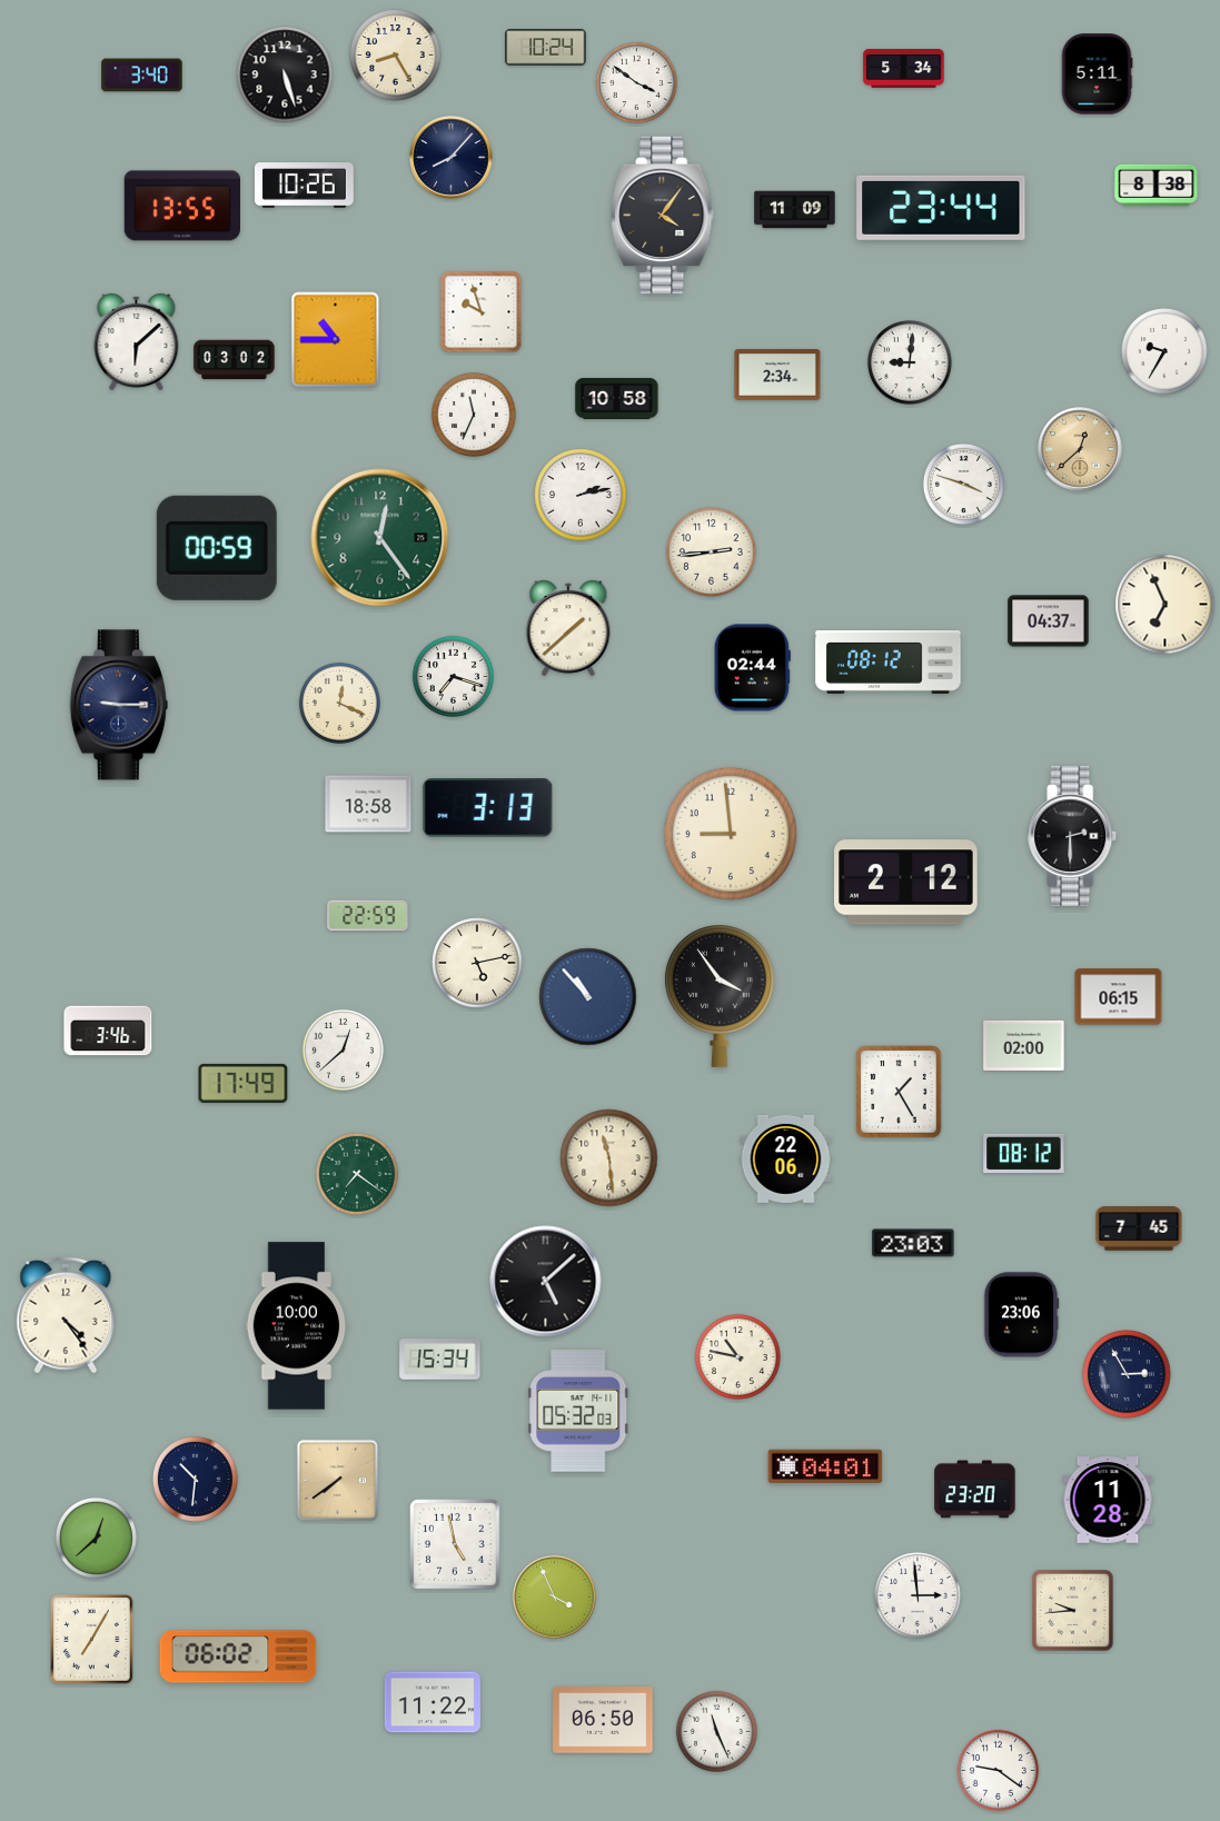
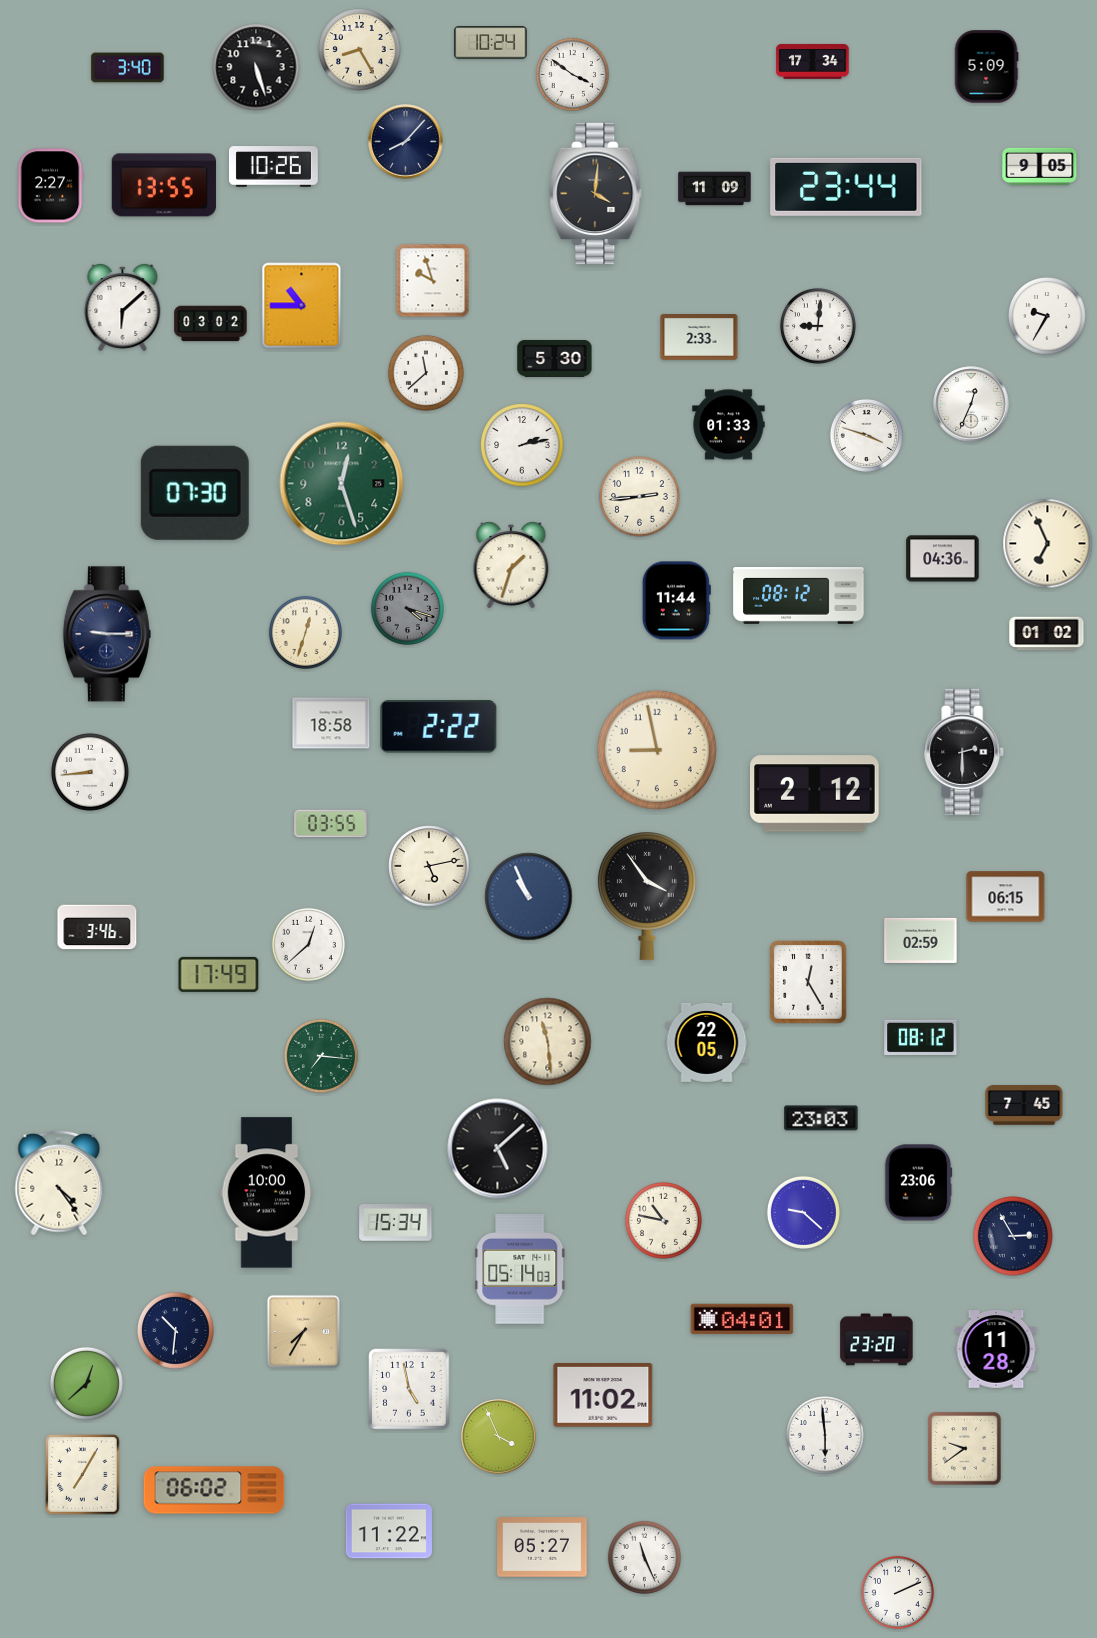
clock at (396, 56) position: (396, 56) -> (360, 50)
clock at (904, 68): 5:34 -> 17:34
clock at (1097, 74): 5:11 -> 5:09
clock at (1157, 185): 8:38 -> 9:05
clock at (50, 186): none -> 2:27
clock at (663, 216): 4:06 -> 4:01
clock at (777, 376): 2:34 -> 2:33
clock at (617, 398): 10:58 -> 5:30
clock at (474, 415): 11:34 -> 11:38
clock at (1080, 449): 12:38 -> 12:34
clock at (1080, 449) dial: champagne -> white
clock at (729, 425): none -> 01:33
clock at (380, 538): 12:24 -> 12:27
clock at (217, 548): 00:59 -> 07:30
clock at (1049, 621): 04:37 -> 04:36
clock at (568, 628): 1:38 -> 1:33
clock at (752, 668): 02:44 -> 11:44
clock at (453, 676): 7:18 -> 4:18
clock at (453, 676) dial: white -> grey
clock at (339, 703): 12:19 -> 12:33
clock at (1047, 634): none -> 01:02
clock at (488, 808): 3:13 -> 2:22
clock at (731, 834): 8:59 -> 8:58
clock at (91, 773): none -> 8:44
clock at (368, 916): 22:59 -> 03:55
clock at (588, 997): 10:53 -> 10:56
clock at (1024, 1045): 02:00 -> 02:59
clock at (899, 1092): 1:25 -> 12:25
clock at (786, 1158): 22:06 -> 22:05
clock at (357, 1174): 7:21 -> 7:16
clock at (546, 1282) position: (546, 1282) -> (498, 1149)
clock at (803, 1212): none -> 9:22
clock at (578, 1411): 05:32 -> 05:14
clock at (337, 1480): 7:39 -> 7:35
clock at (603, 1396): none -> 11:02
clock at (919, 1596): 2:59 -> 5:59
clock at (1073, 1611): 9:44 -> 9:39
clock at (603, 1721): 06:50 -> 05:27
clock at (998, 1770): 9:21 -> 2:11
